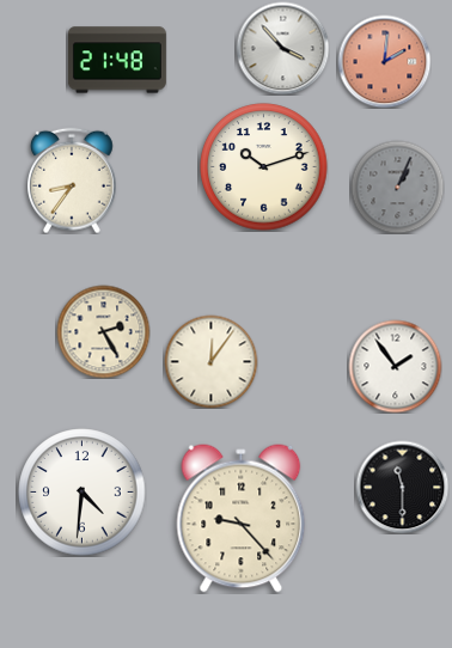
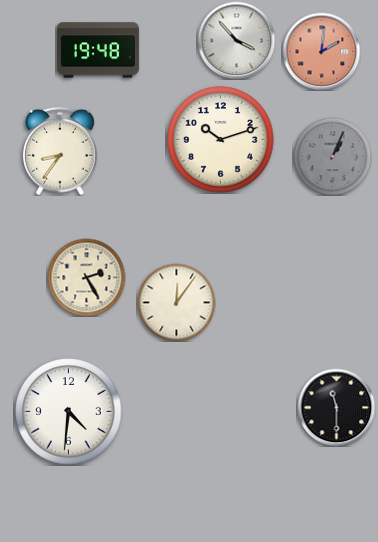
clock at (117, 60): 21:48 -> 19:48
clock at (395, 366): 1:54 -> none
clock at (242, 519): 9:23 -> none
